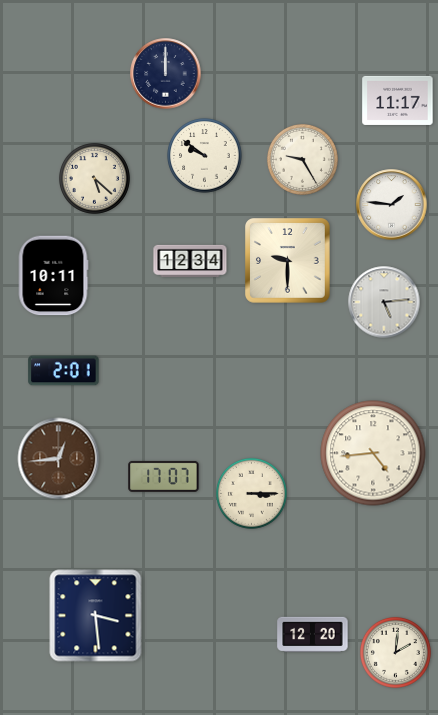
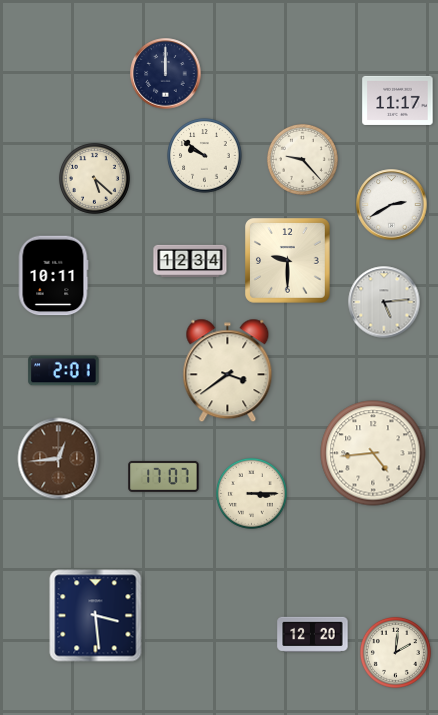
clock at (302, 159): 9:25 -> 9:23
clock at (392, 205): 1:46 -> 2:40
clock at (228, 371): none -> 3:39
